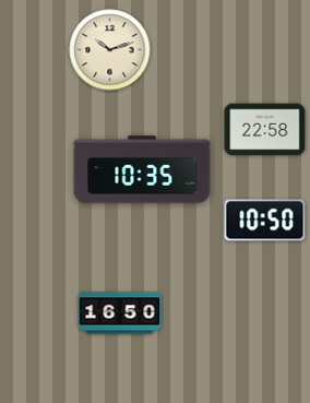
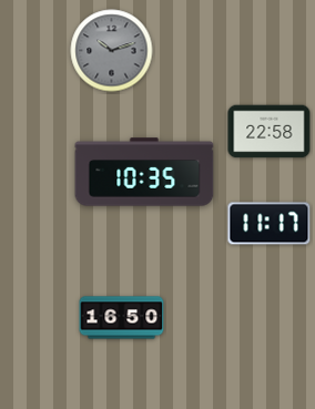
clock at (110, 50) dial: cream -> grey
clock at (265, 221): 10:50 -> 11:17
